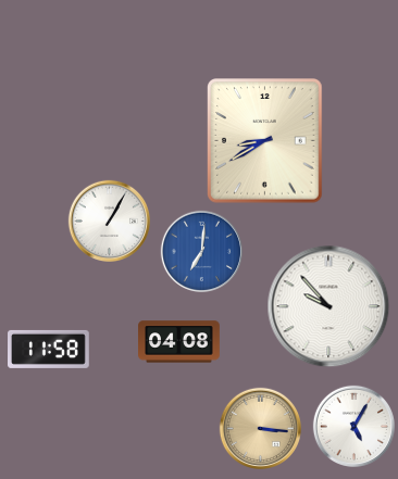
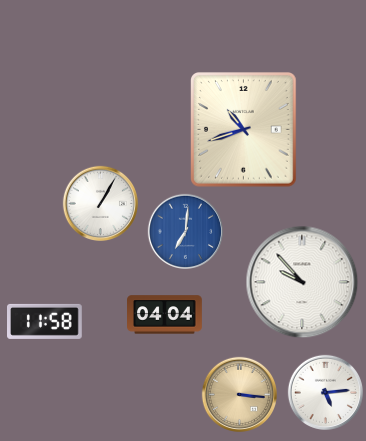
clock at (265, 141): 8:40 -> 10:42
clock at (179, 342): 04:08 -> 04:04
clock at (353, 426): 5:05 -> 5:14
